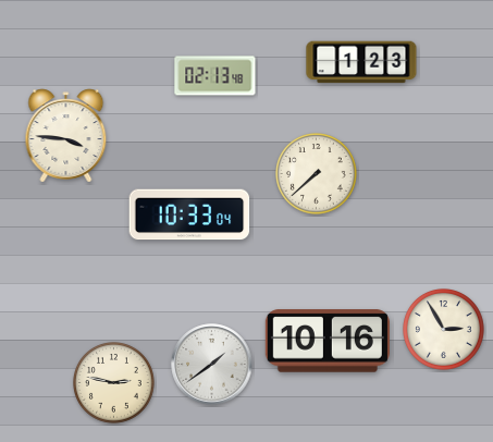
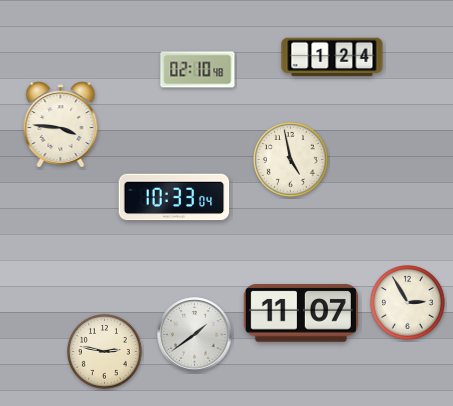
clock at (361, 62): 1:23 -> 1:24
clock at (215, 76): 02:13 -> 02:10
clock at (317, 174): 7:38 -> 4:58
clock at (328, 341): 10:16 -> 11:07
